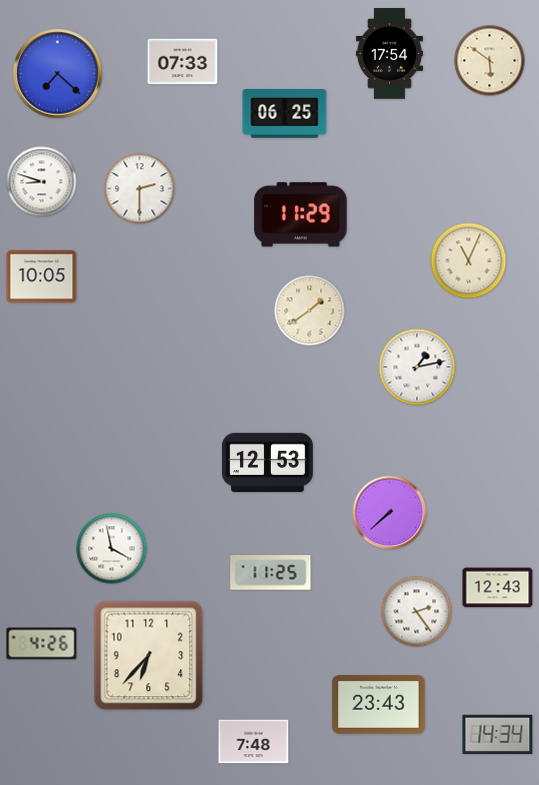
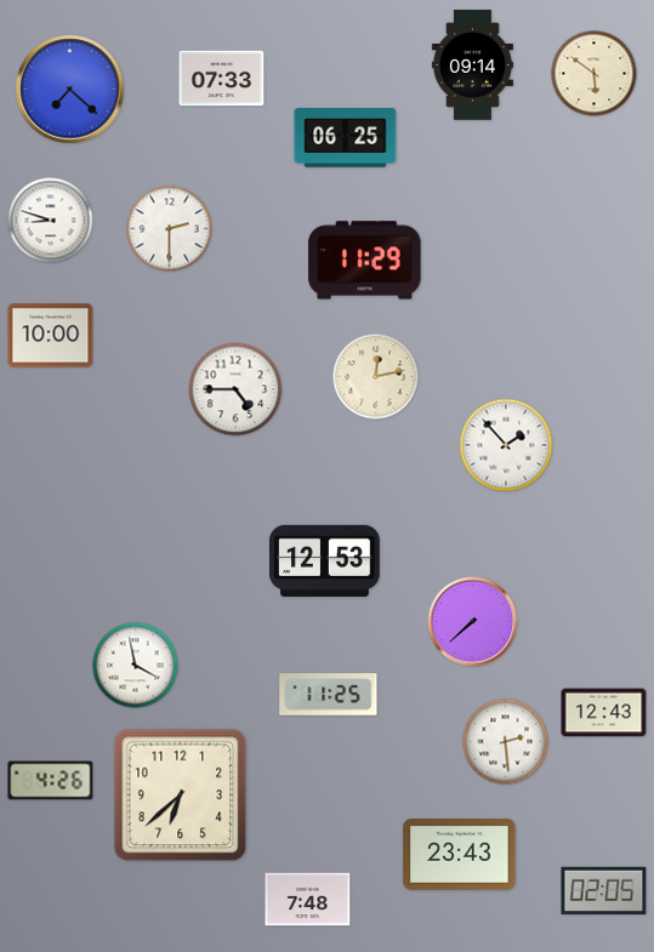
clock at (389, 54): 17:54 -> 09:14
clock at (183, 62) position: (183, 62) -> (222, 79)
clock at (469, 261): 11:04 -> none
clock at (42, 277): 10:05 -> 10:00
clock at (310, 311): 1:39 -> 12:13
clock at (235, 389): none -> 4:45
clock at (417, 367): 1:13 -> 1:53
clock at (417, 612): 2:24 -> 2:29
clock at (149, 656): 6:37 -> 6:38
clock at (498, 734): 14:34 -> 02:05
